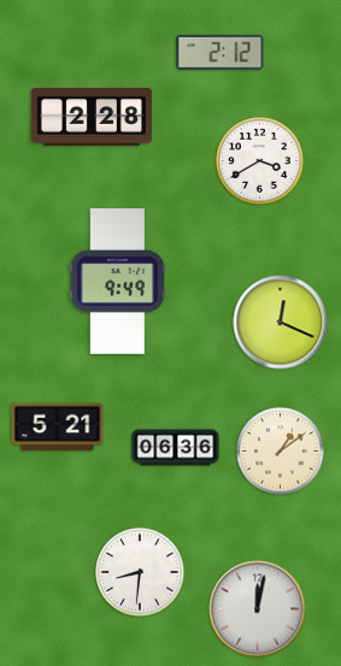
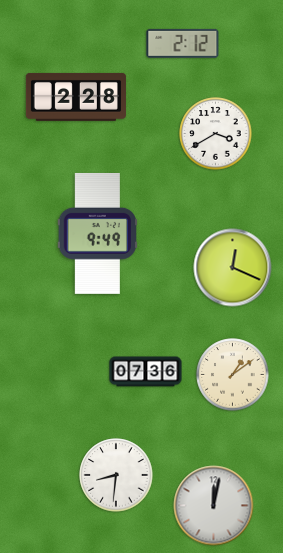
clock at (58, 428): 5:21 -> none
clock at (176, 448): 06:36 -> 07:36
